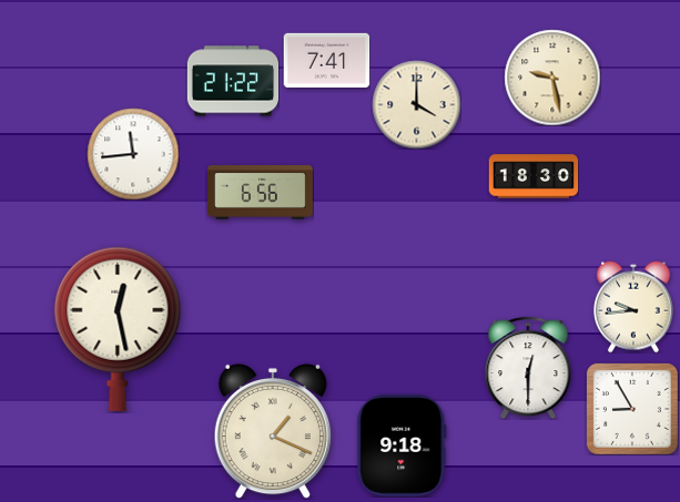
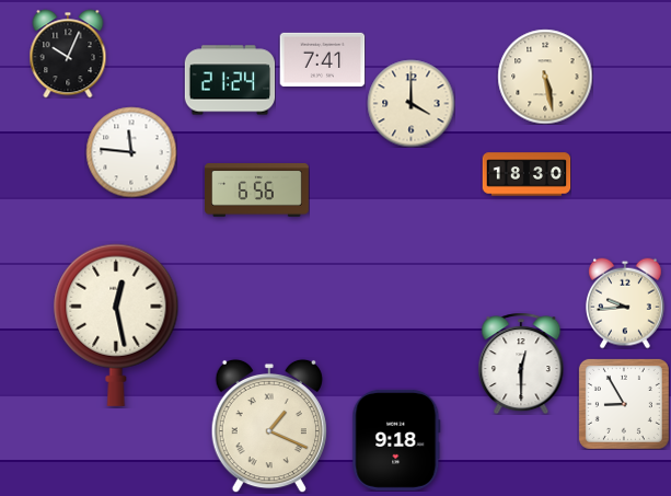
clock at (68, 54): none -> 10:04
clock at (552, 78): 9:28 -> 5:28
clock at (233, 81): 21:22 -> 21:24
clock at (133, 154): 11:44 -> 11:46
